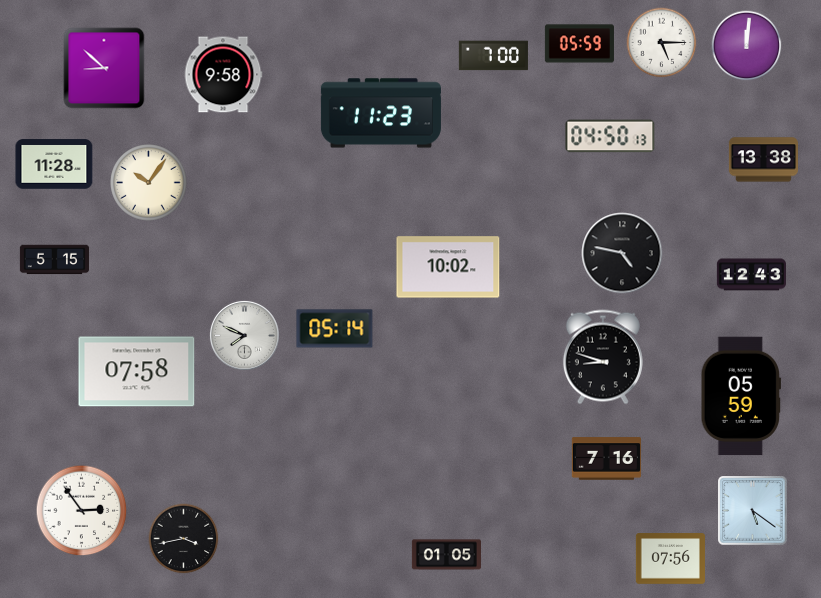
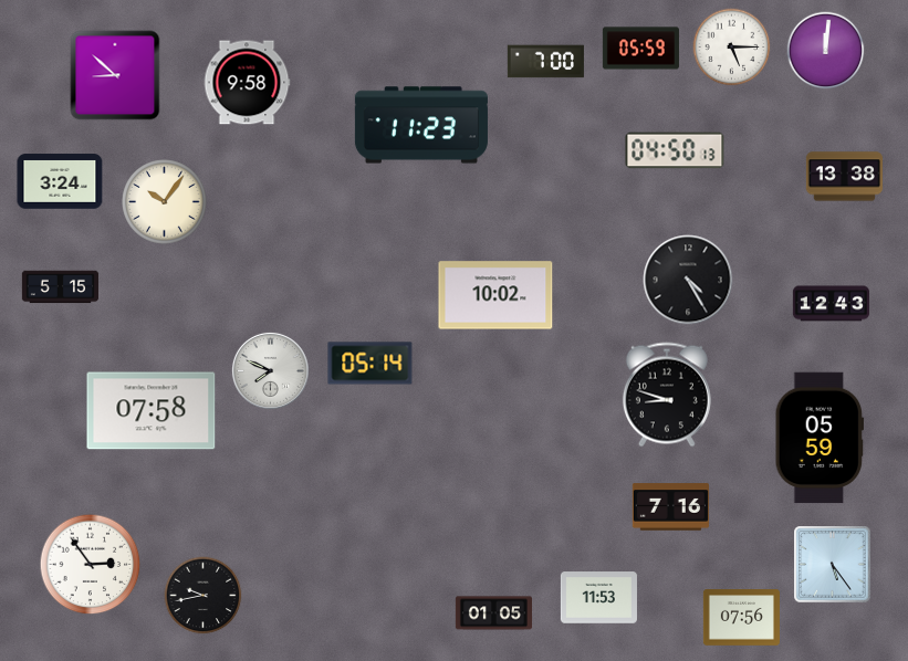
clock at (54, 164): 11:28 -> 3:24
clock at (622, 253): 4:47 -> 4:25
clock at (753, 511): 5:21 -> 5:24
clock at (184, 539): 3:43 -> 9:43
clock at (598, 598): none -> 11:53
